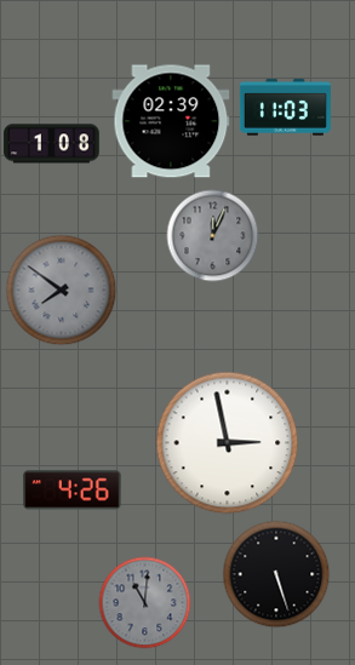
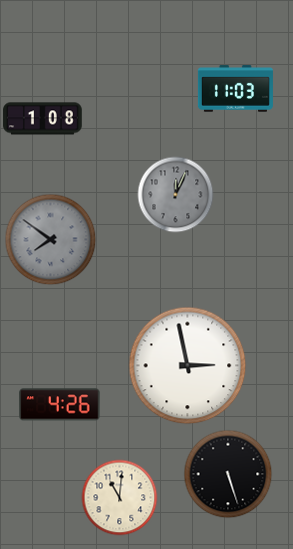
clock at (171, 121): 02:39 -> none
clock at (145, 603) dial: grey -> cream
